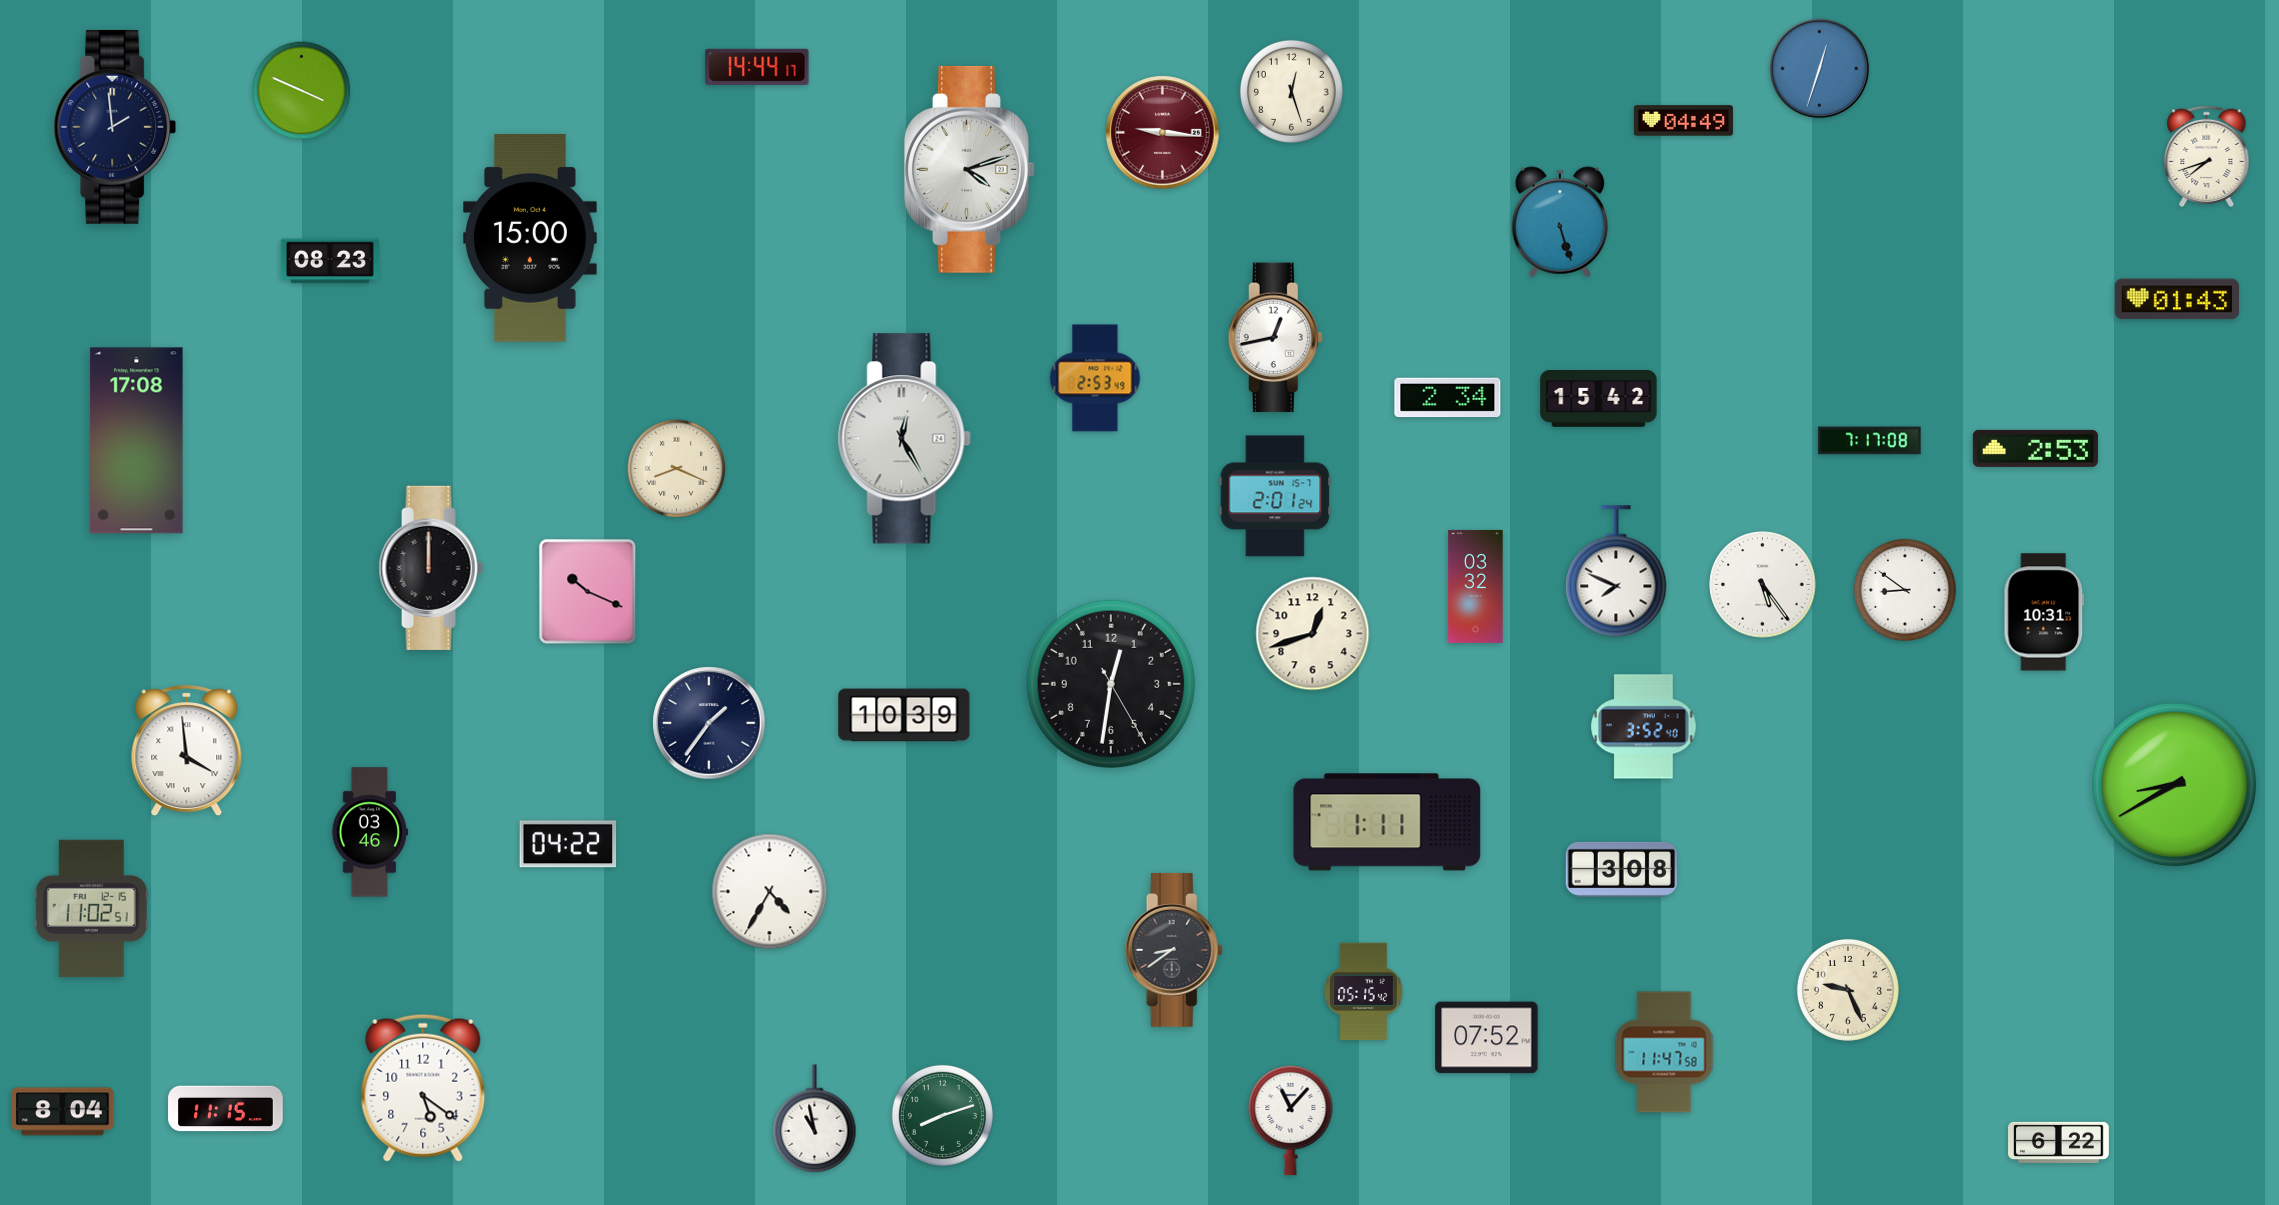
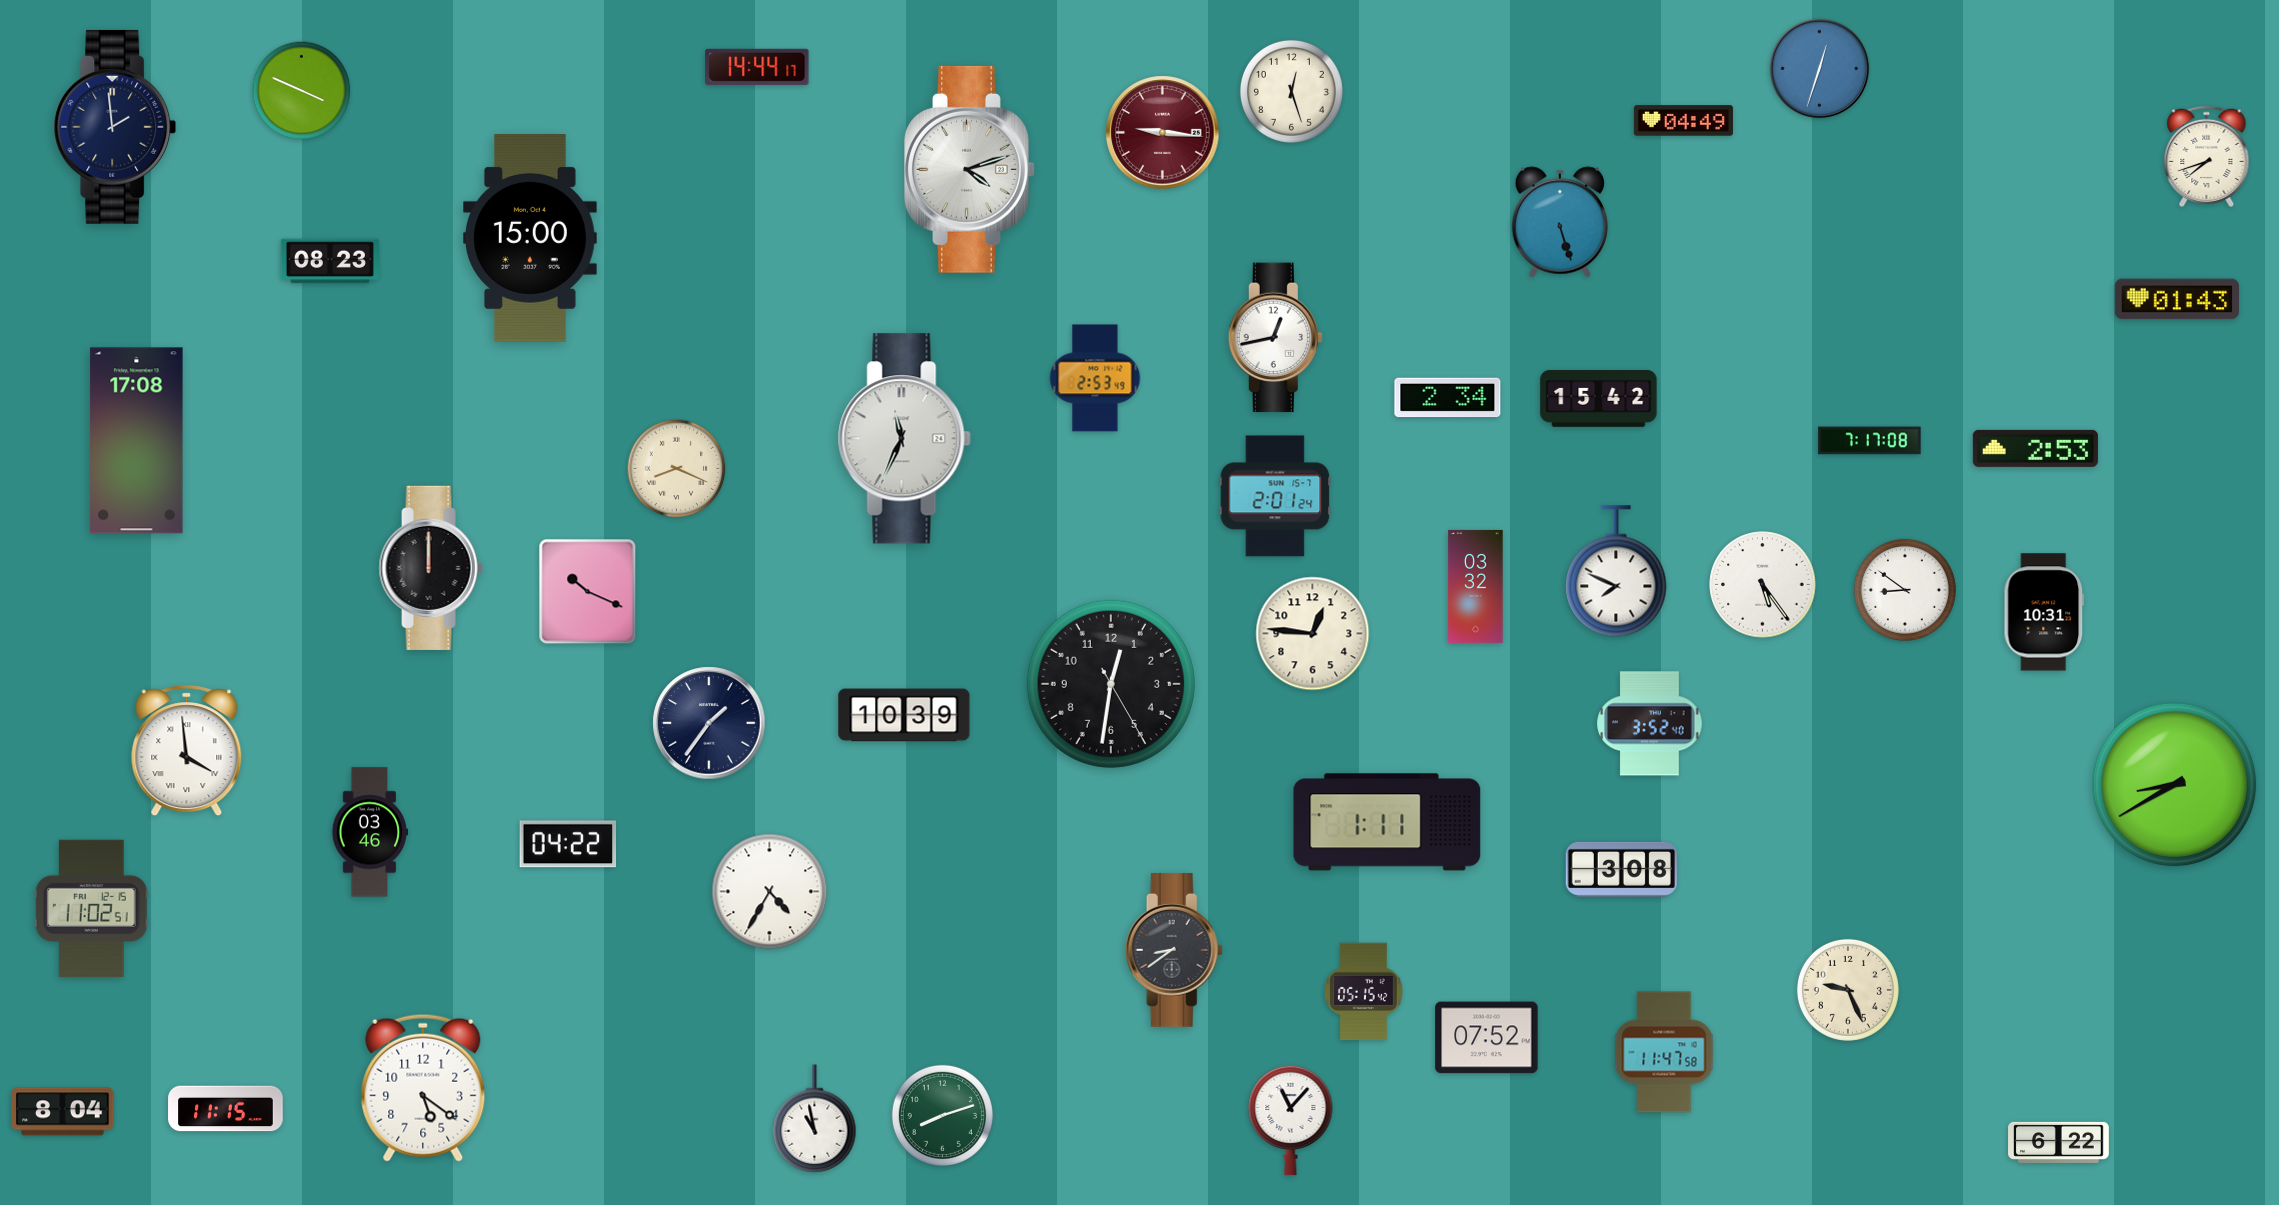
clock at (904, 439): 12:25 -> 11:34
clock at (1313, 634): 12:42 -> 12:46
clock at (1644, 727) position: (1644, 727) -> (1650, 724)
